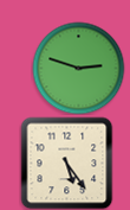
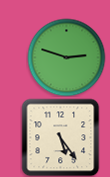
clock at (66, 163) position: (66, 163) -> (60, 137)
